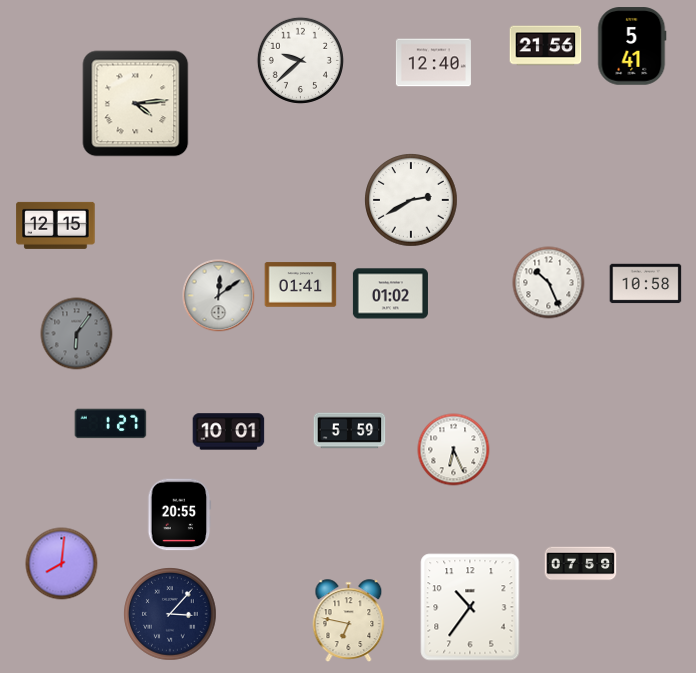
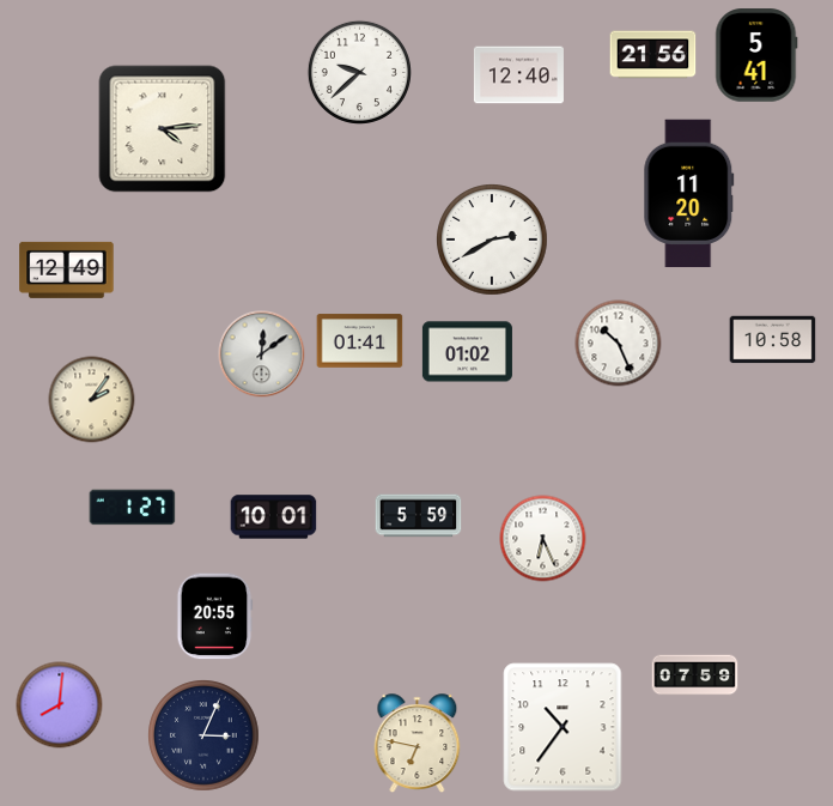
clock at (136, 104) position: (136, 104) -> (163, 129)
clock at (689, 194): none -> 11:20
clock at (56, 225): 12:15 -> 12:49
clock at (549, 283) position: (549, 283) -> (619, 344)
clock at (77, 334): 6:06 -> 2:06
clock at (77, 334) dial: grey -> cream
clock at (62, 564) position: (62, 564) -> (60, 705)
clock at (170, 614): 3:07 -> 3:04
